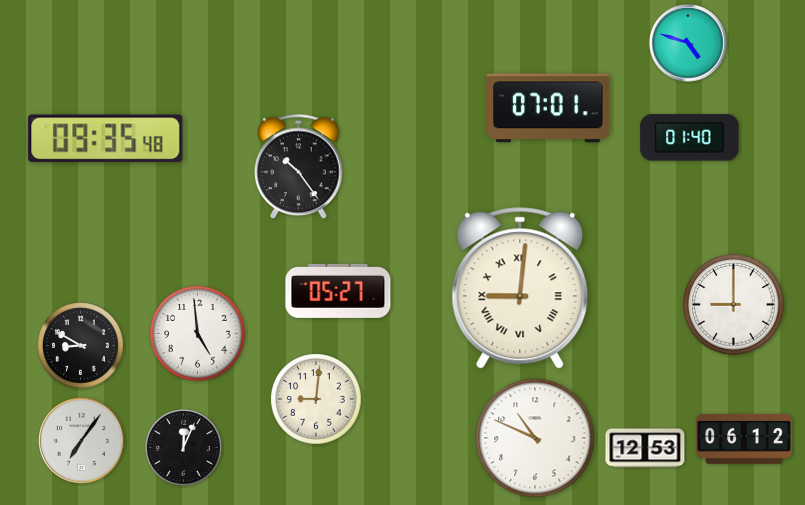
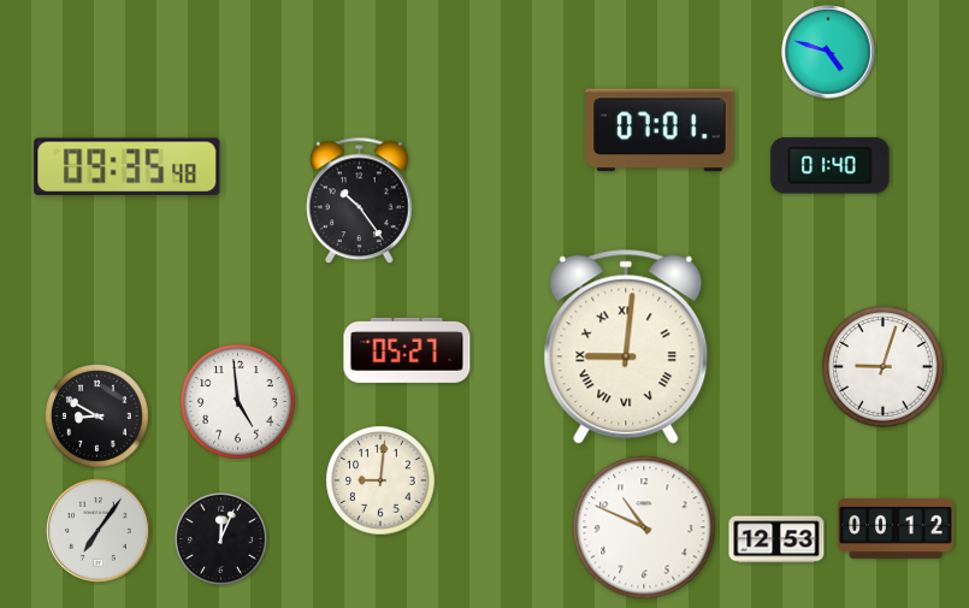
clock at (734, 305): 9:00 -> 9:03
clock at (744, 439): 06:12 -> 00:12
